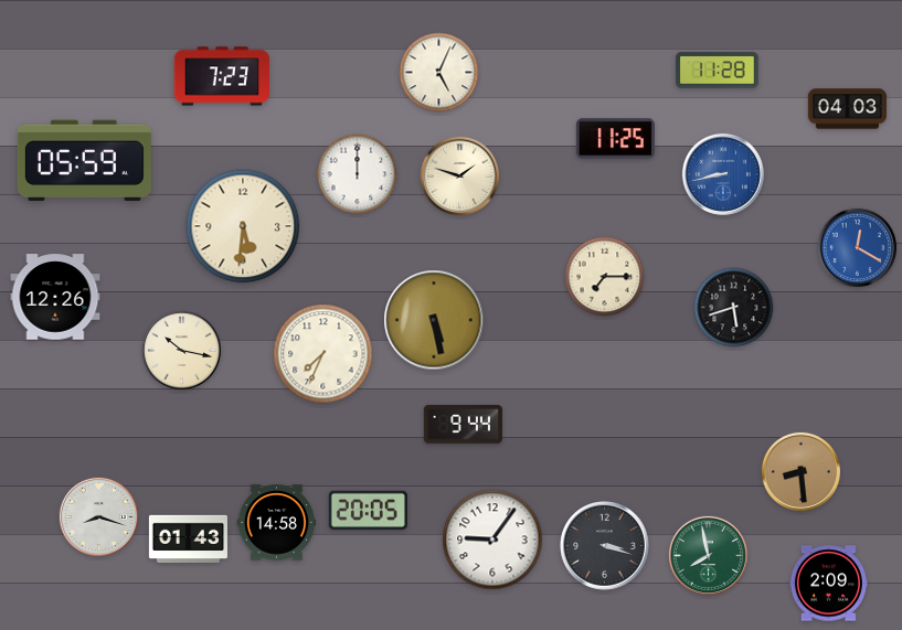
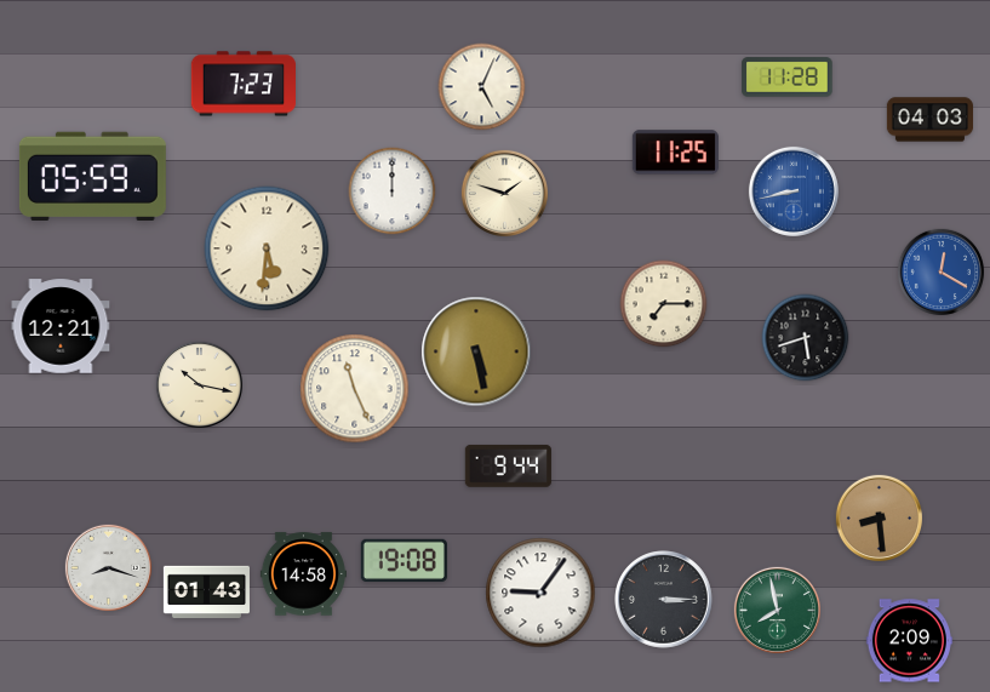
clock at (439, 73) position: (439, 73) -> (482, 87)
clock at (55, 297): 12:26 -> 12:21
clock at (323, 354): 7:34 -> 11:26
clock at (368, 510): 20:05 -> 19:08
clock at (605, 546): 3:18 -> 3:15
